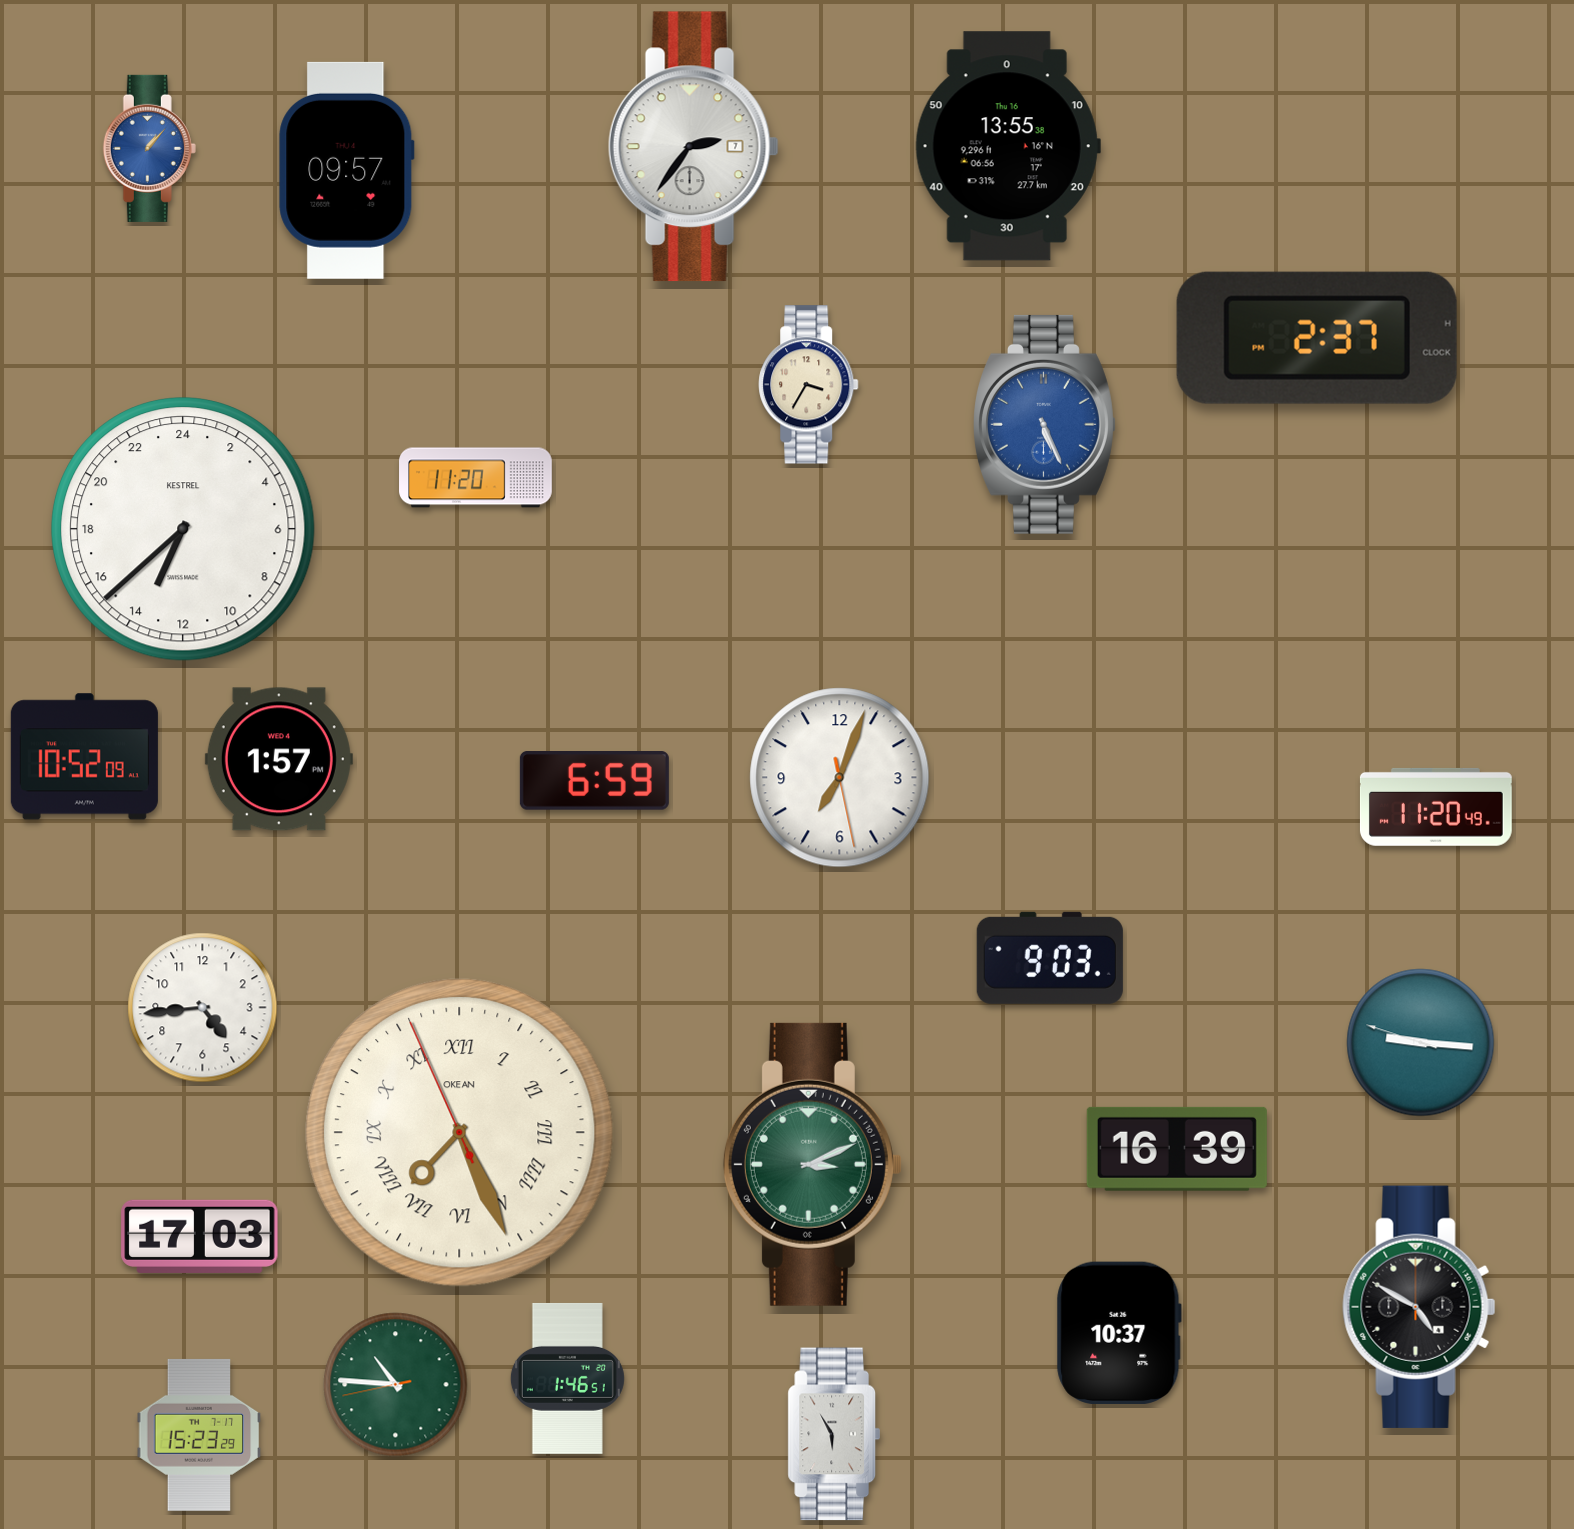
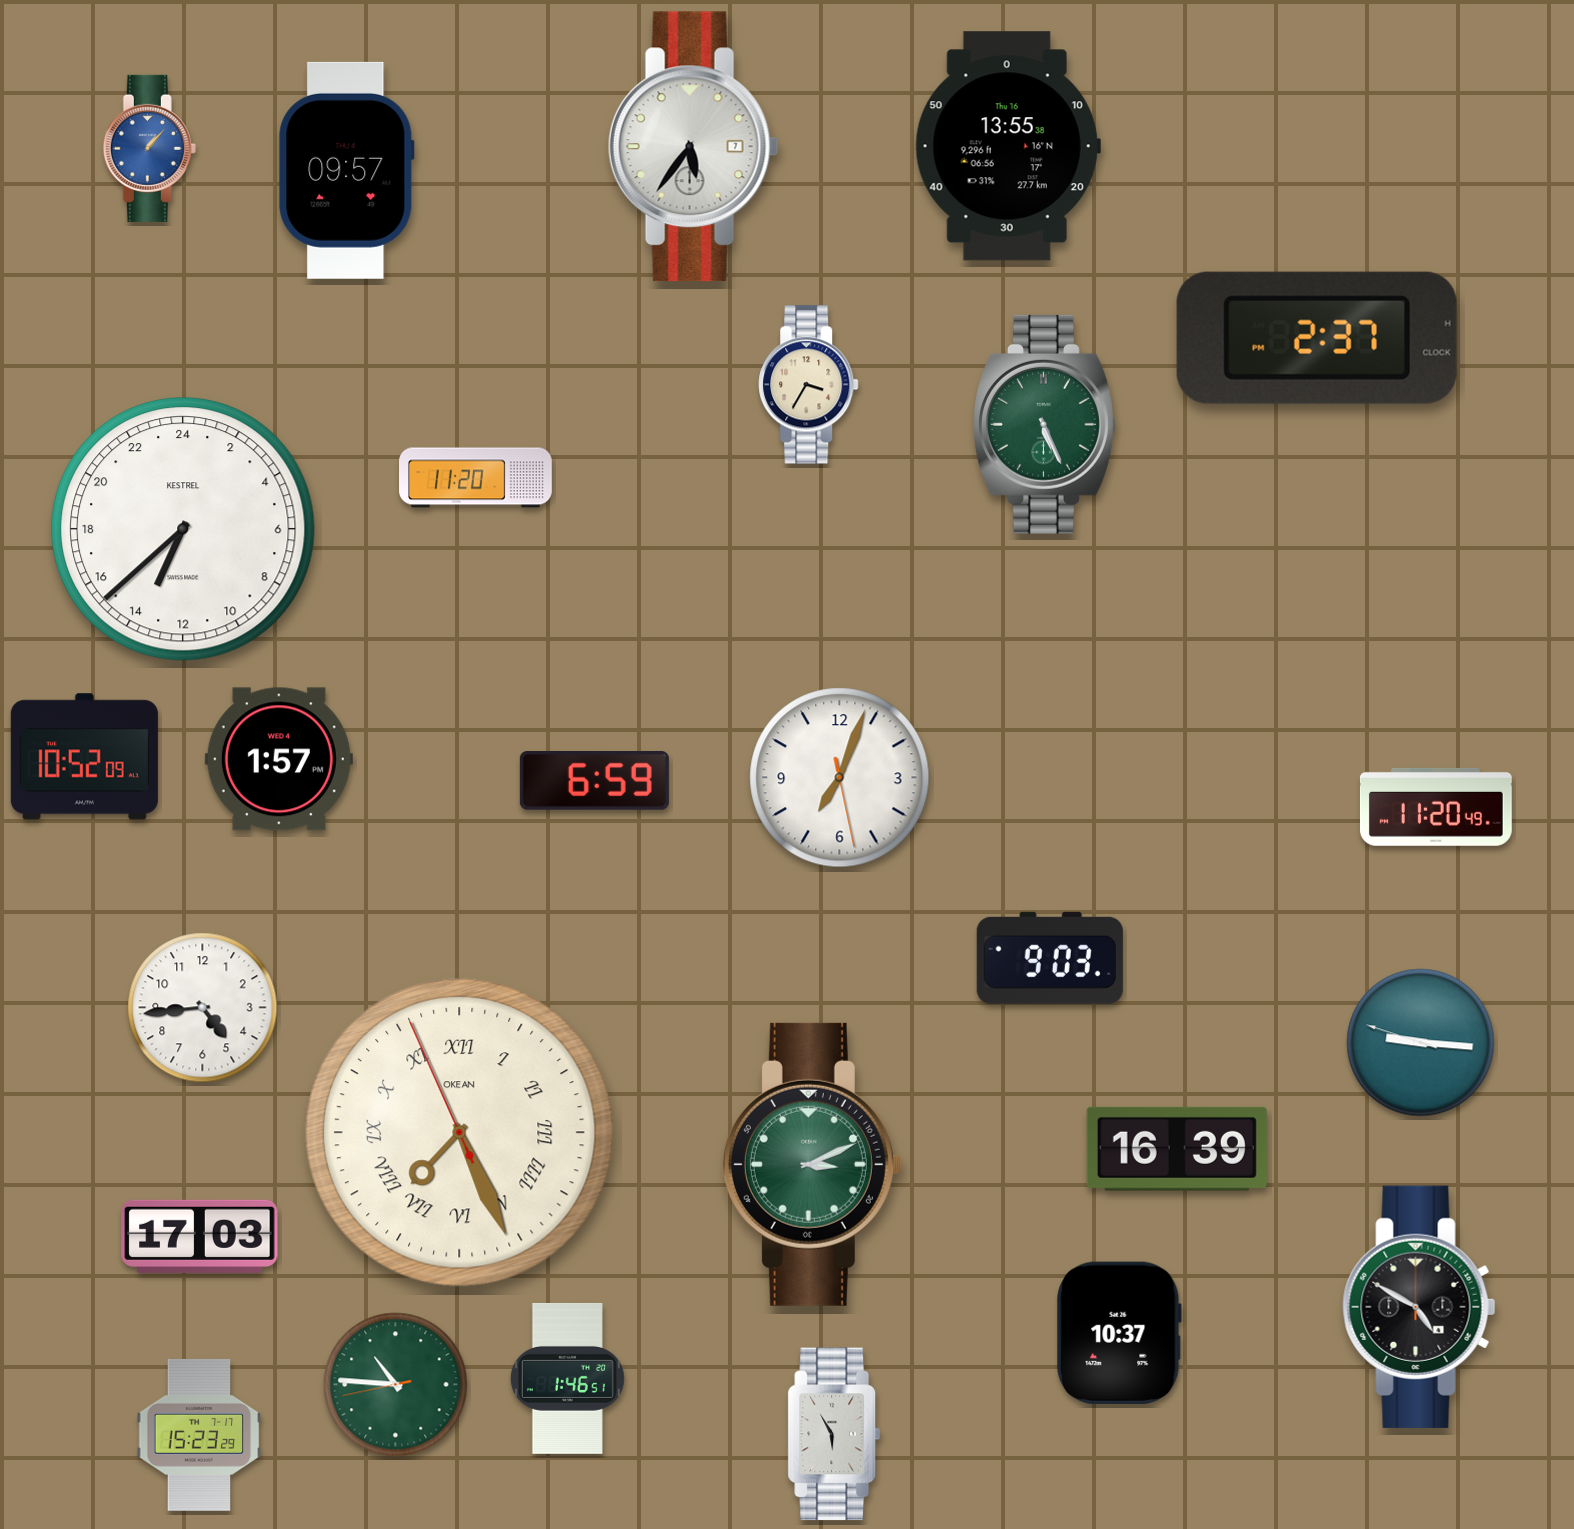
clock at (693, 147): 2:36 -> 5:36
clock at (1045, 424) dial: blue -> green
